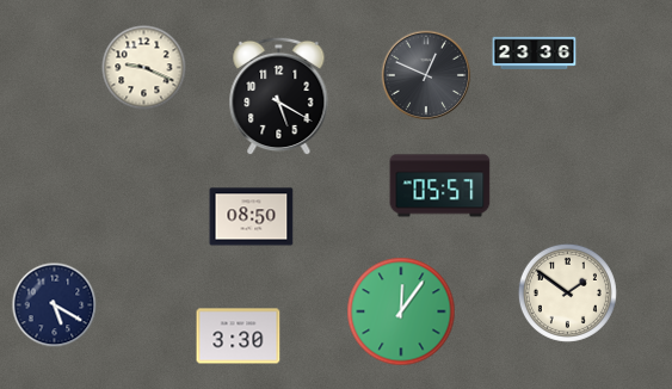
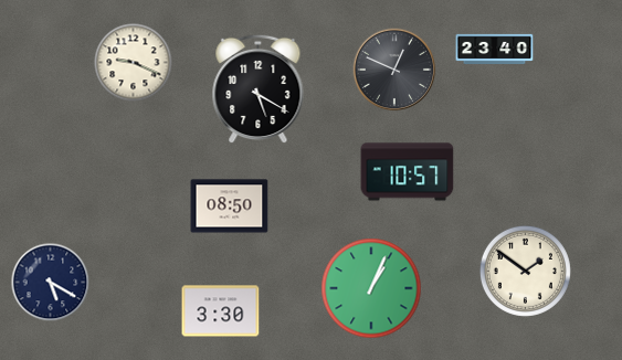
clock at (535, 53): 23:36 -> 23:40
clock at (440, 186): 05:57 -> 10:57
clock at (252, 217) position: (252, 217) -> (230, 207)
clock at (401, 311): 12:06 -> 1:04
